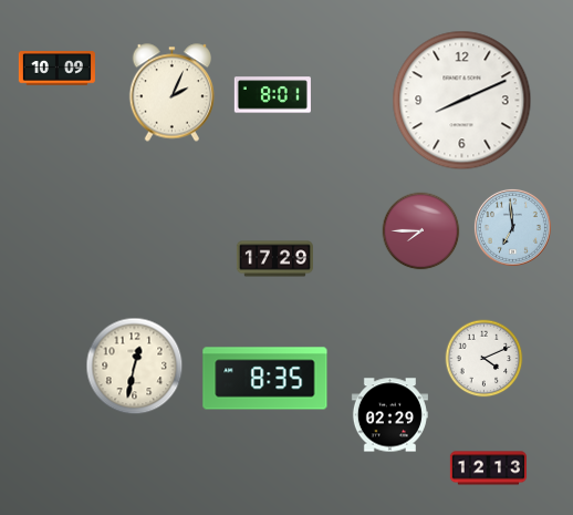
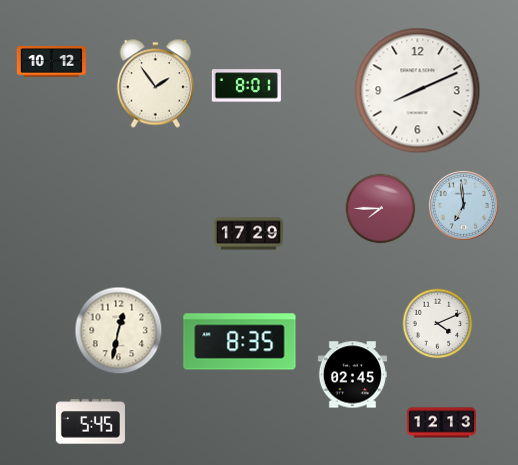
clock at (56, 69): 10:09 -> 10:12
clock at (171, 93): 2:04 -> 1:54
clock at (135, 367) position: (135, 367) -> (119, 331)
clock at (389, 415): 02:29 -> 02:45
clock at (90, 422): none -> 5:45
